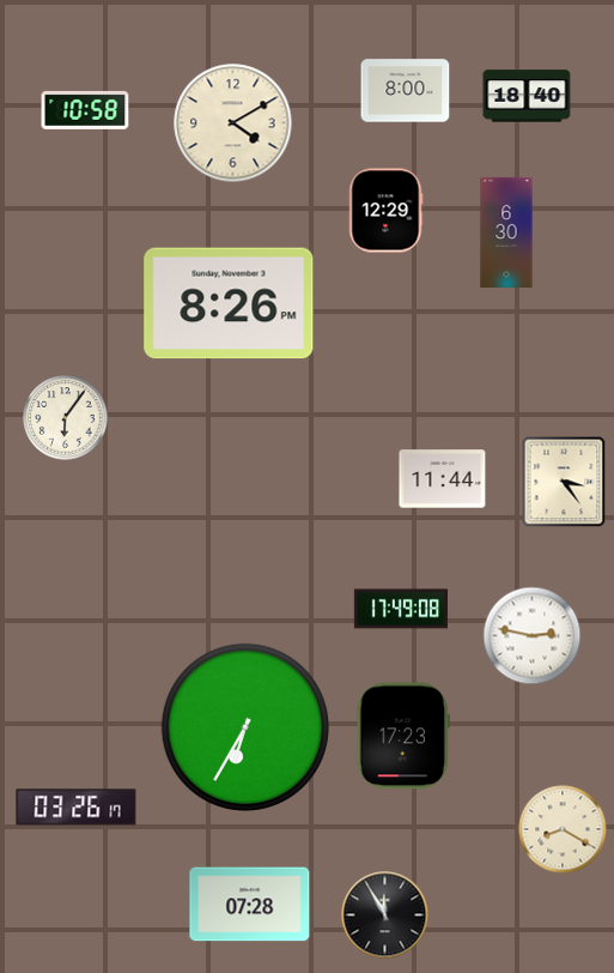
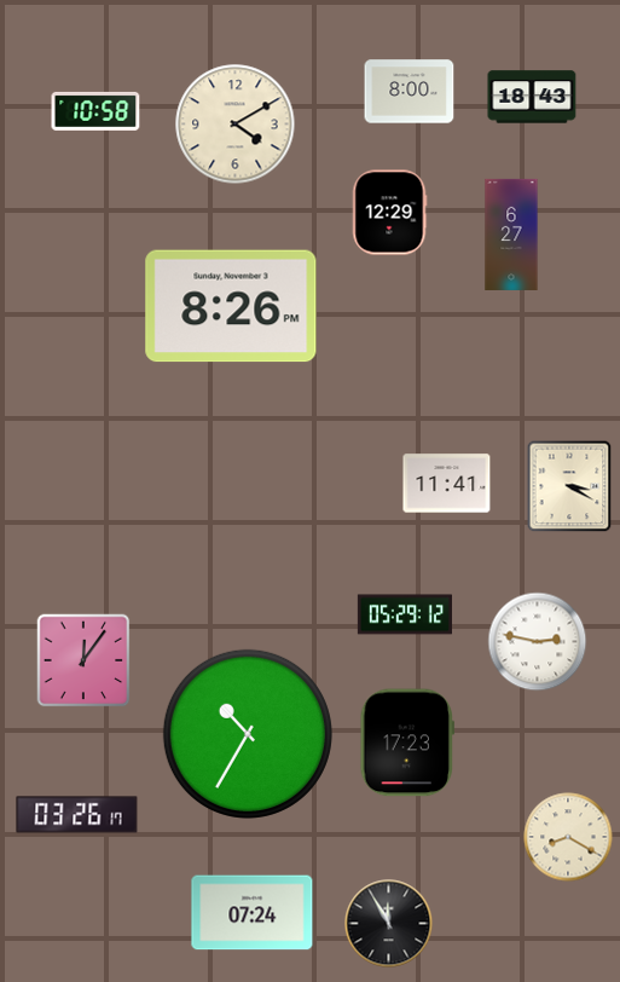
clock at (527, 96): 18:40 -> 18:43
clock at (85, 110) position: (85, 110) -> (95, 111)
clock at (506, 231): 6:30 -> 6:27
clock at (66, 418): 6:06 -> none
clock at (443, 479): 11:44 -> 11:41
clock at (564, 482): 3:24 -> 3:20
clock at (401, 609): 17:49 -> 05:29
clock at (83, 660): none -> 12:06
clock at (245, 727): 6:35 -> 10:35
clock at (250, 905): 07:28 -> 07:24
